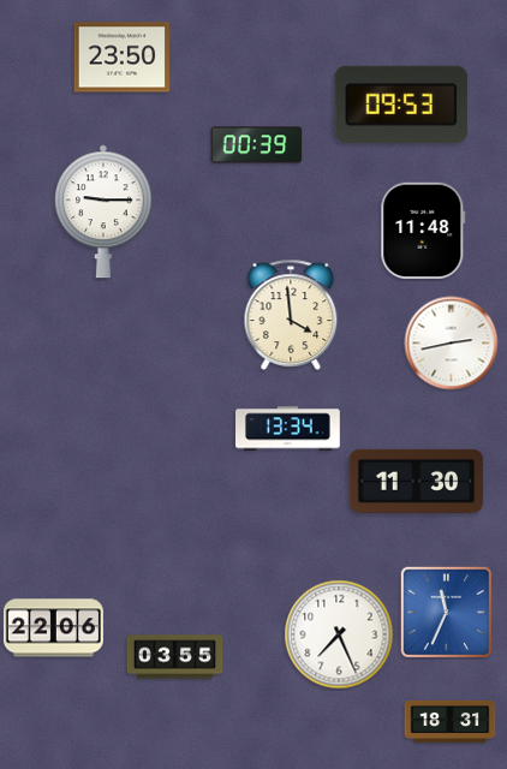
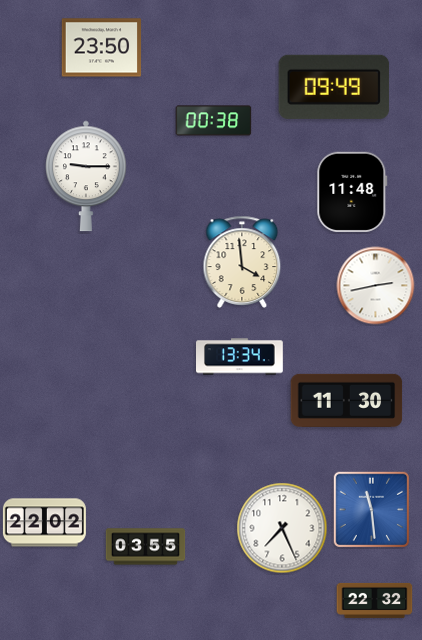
clock at (401, 105): 09:53 -> 09:49
clock at (257, 145): 00:39 -> 00:38
clock at (446, 612): 11:34 -> 11:29
clock at (53, 628): 22:06 -> 22:02
clock at (451, 721): 18:31 -> 22:32
